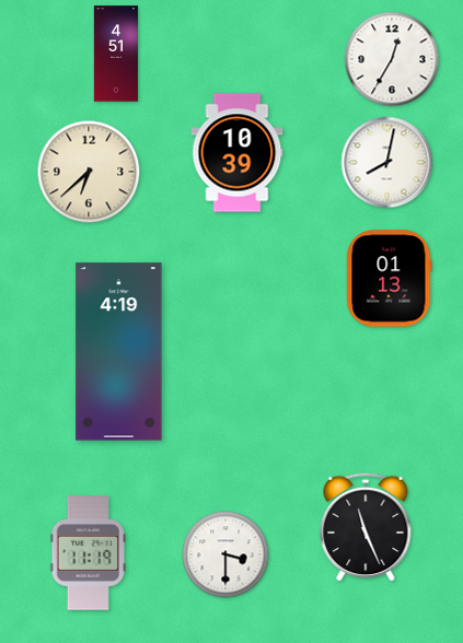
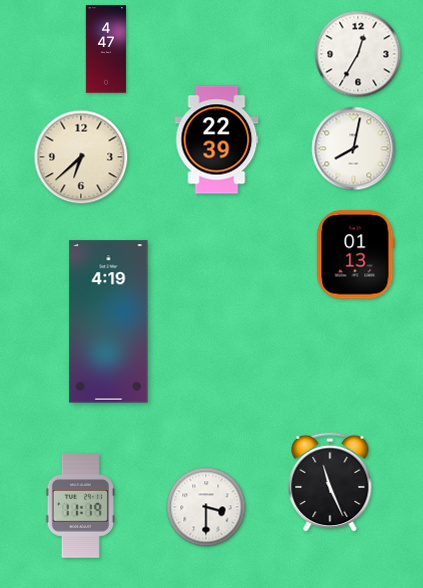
clock at (116, 54): 4:51 -> 4:47
clock at (238, 153): 10:39 -> 22:39
clock at (366, 527) position: (366, 527) -> (330, 482)
